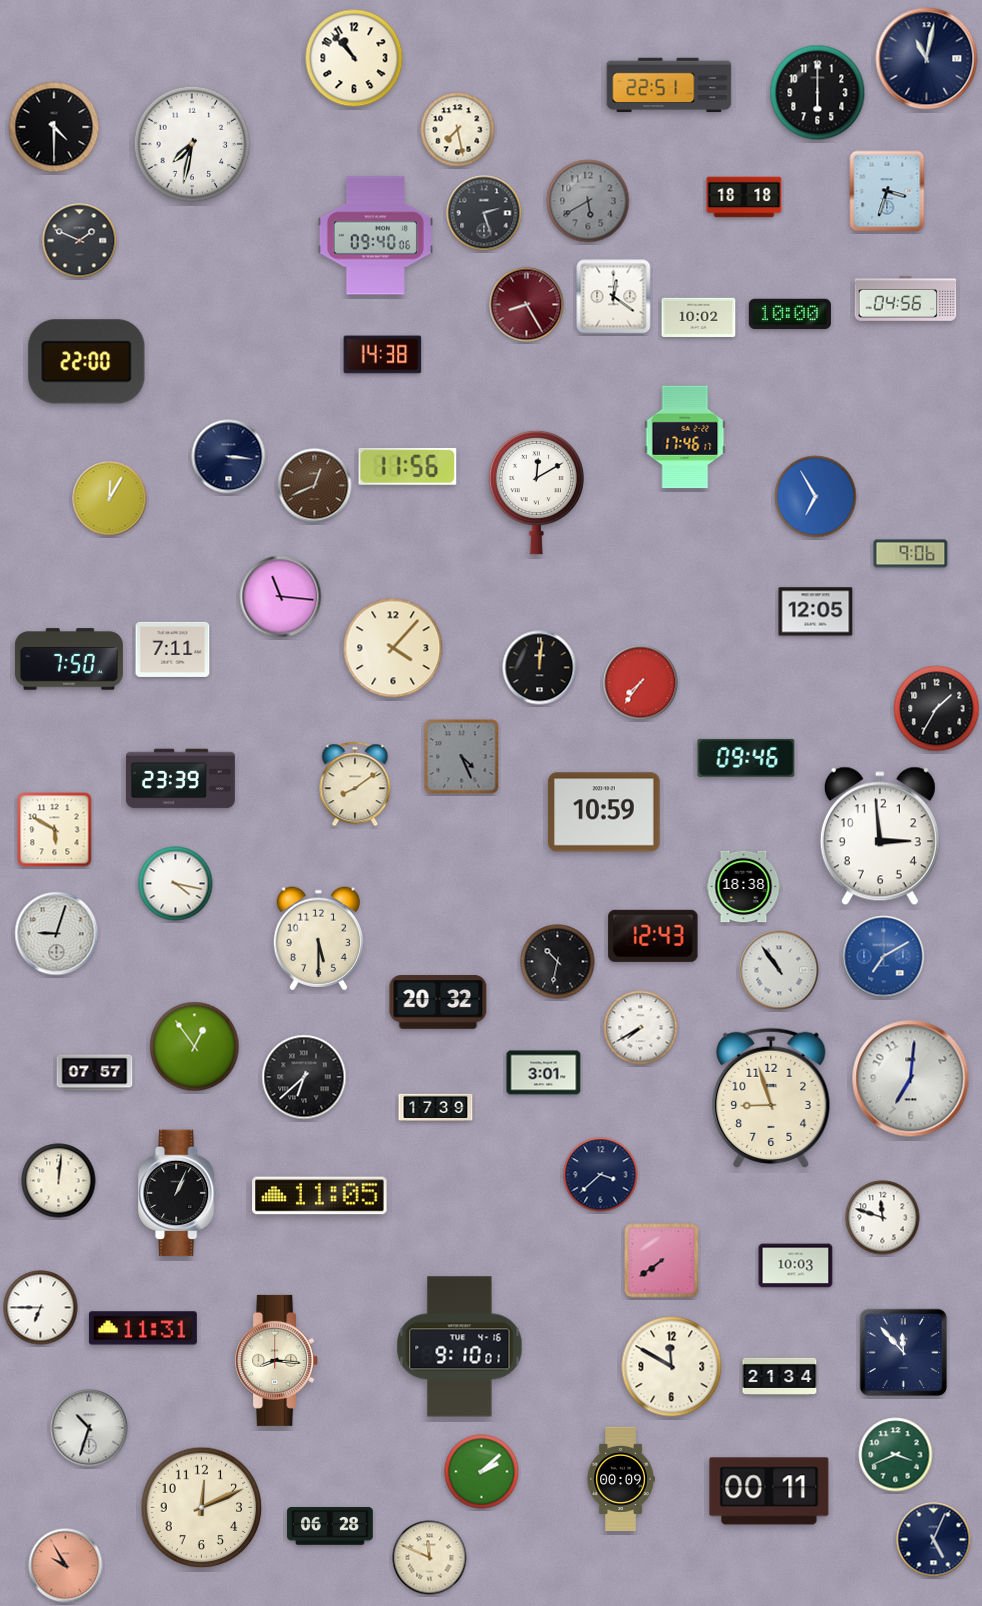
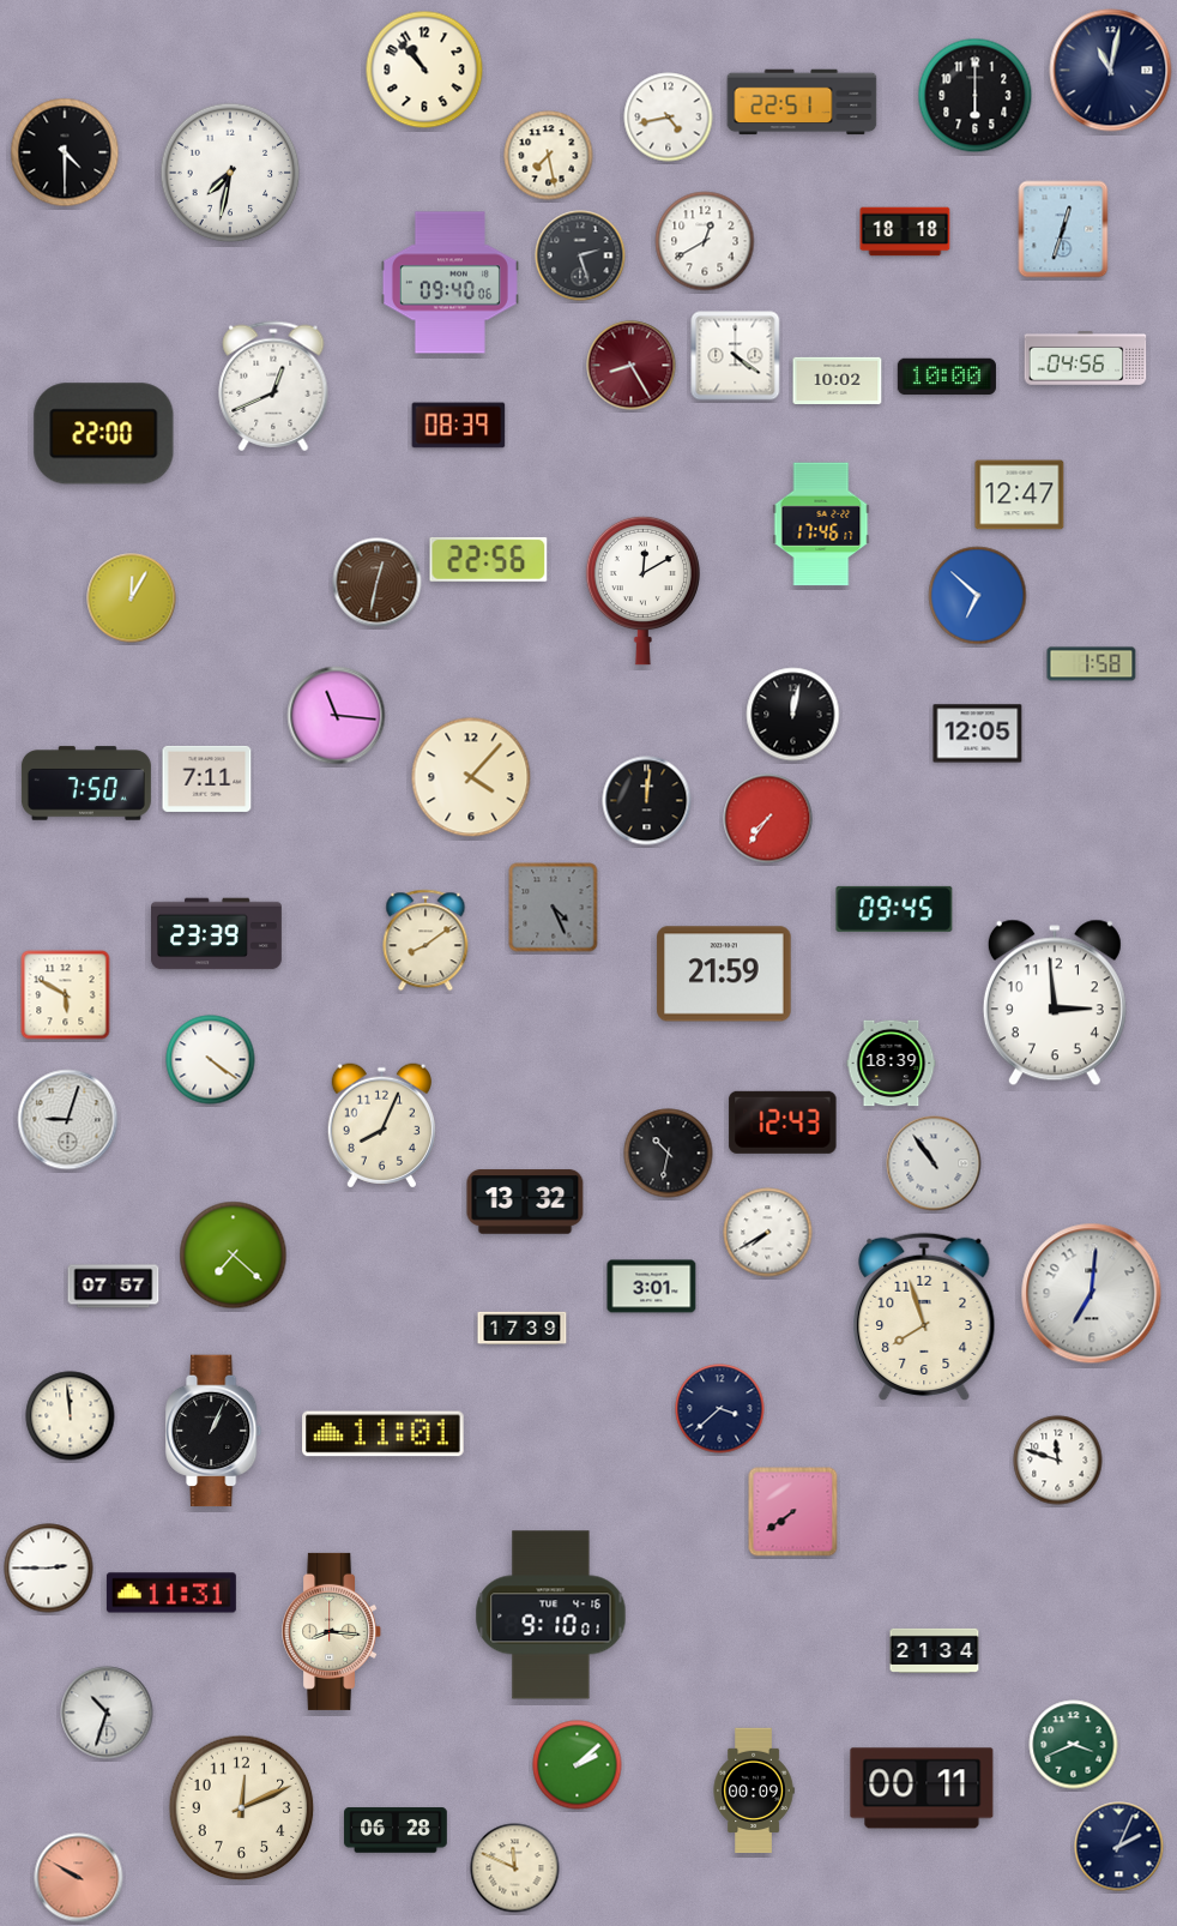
clock at (818, 93) position: (818, 93) -> (976, 96)
clock at (669, 118): none -> 4:43
clock at (887, 191): 3:33 -> 12:33
clock at (744, 197) position: (744, 197) -> (905, 231)
clock at (588, 201): 5:40 -> 12:40
clock at (588, 201) dial: grey -> white
clock at (80, 241): 1:49 -> none
clock at (614, 297): 12:21 -> 4:21
clock at (273, 386): none -> 12:41
clock at (383, 355): 14:38 -> 08:39
clock at (1020, 495): none -> 12:47
clock at (229, 457): 3:16 -> none
clock at (408, 466): 11:56 -> 22:56
clock at (315, 486): 12:41 -> 12:32
clock at (816, 497): 6:55 -> 6:52
clock at (911, 554): 9:06 -> 1:58
clock at (793, 715): none -> 12:02
clock at (69, 659) position: (69, 659) -> (86, 783)
clock at (937, 709): 1:35 -> none
clock at (746, 758): 09:46 -> 09:45
clock at (604, 812): 10:59 -> 21:59
clock at (176, 884): 4:17 -> 4:21
clock at (744, 887): 18:38 -> 18:39
clock at (318, 939): 5:30 -> 8:04
clock at (884, 957): 7:10 -> none
clock at (438, 1002): 20:32 -> 13:32
clock at (195, 1047): 12:54 -> 7:22
clock at (304, 1077): 6:38 -> none
clock at (771, 1098): 8:57 -> 7:57
clock at (59, 1181): 12:01 -> 11:59
clock at (320, 1196): 11:05 -> 11:01
clock at (796, 1266): 10:03 -> none
clock at (41, 1308): 6:45 -> 2:45
clock at (904, 1353): 11:53 -> none
clock at (672, 1367): 11:50 -> none
clock at (621, 1479) position: (621, 1479) -> (754, 1790)
clock at (934, 1540): 5:04 -> 2:04
clock at (66, 1566): 9:55 -> 9:50
